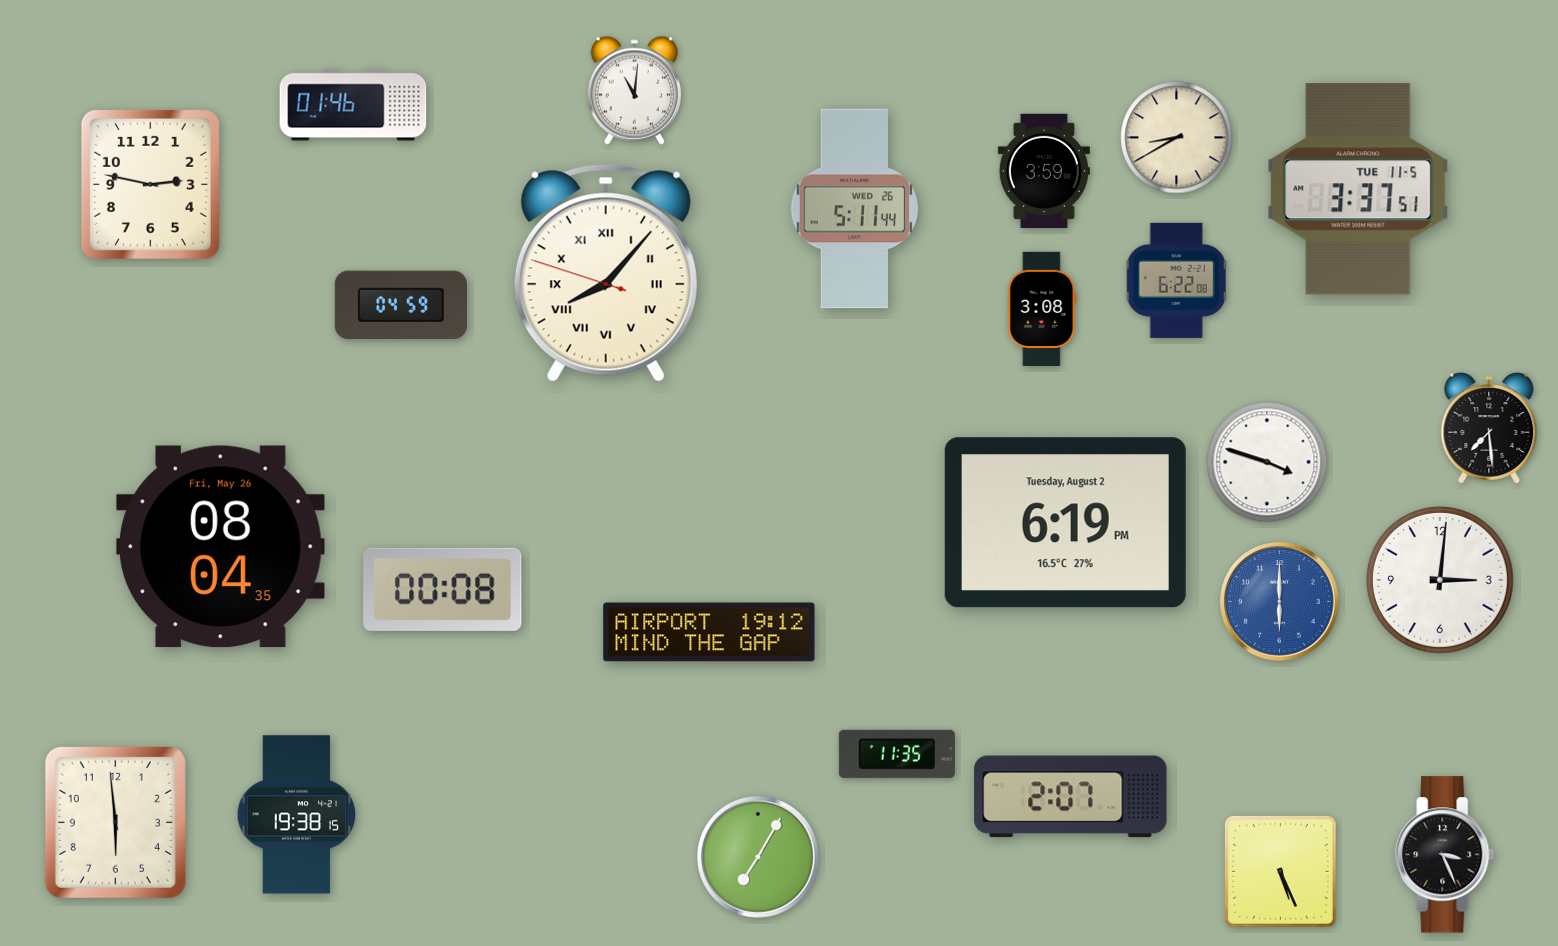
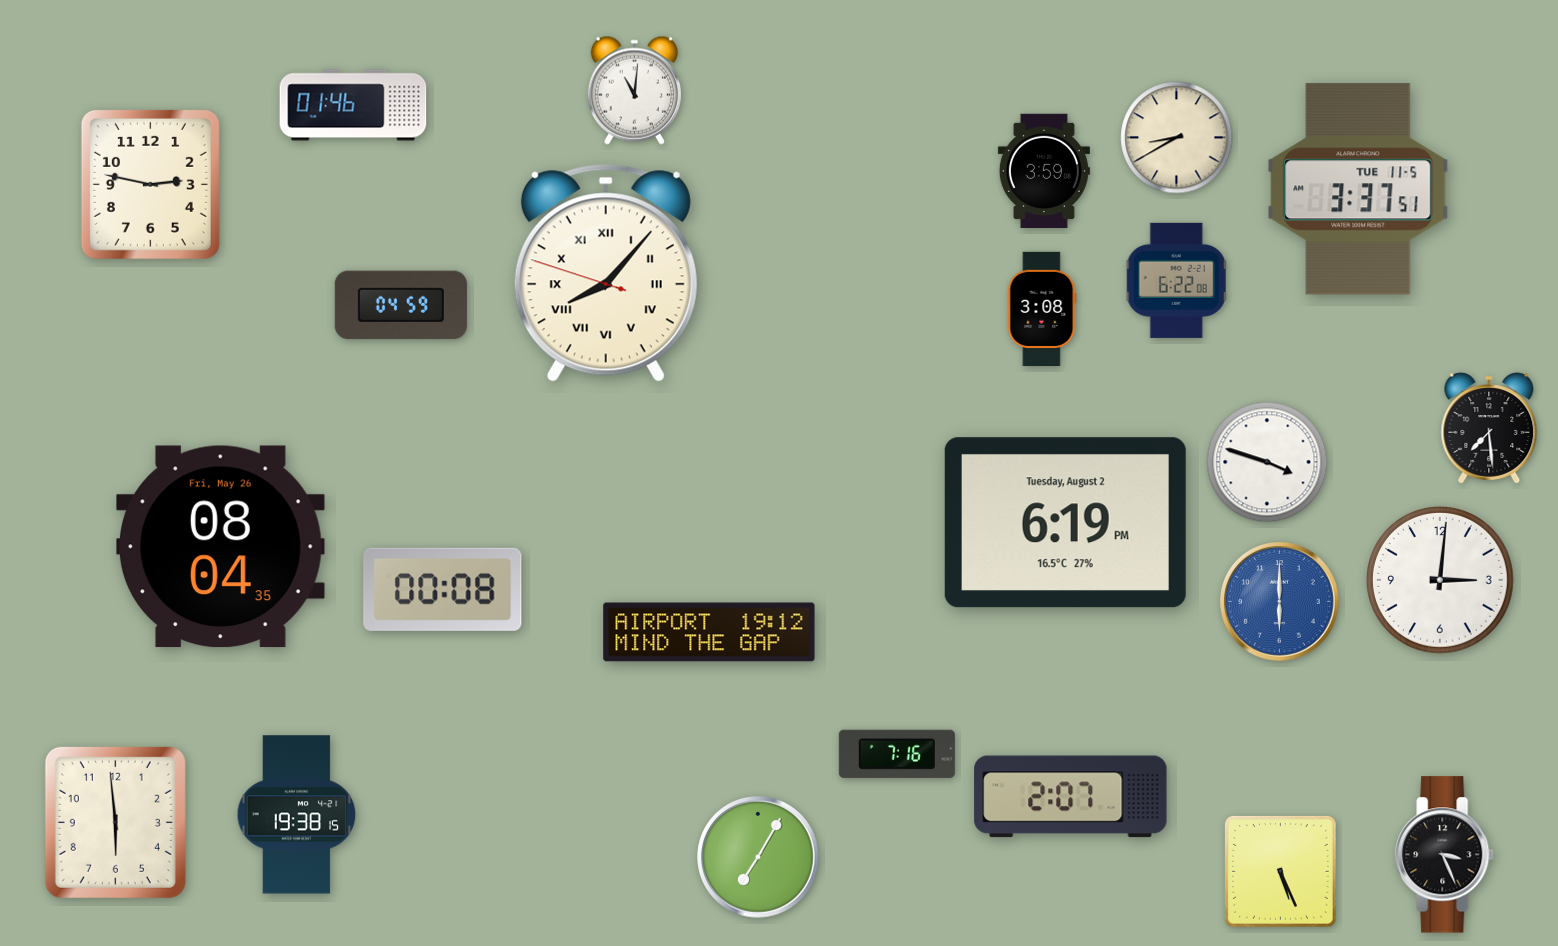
clock at (854, 209): 5:11 -> none
clock at (897, 754): 11:35 -> 7:16
